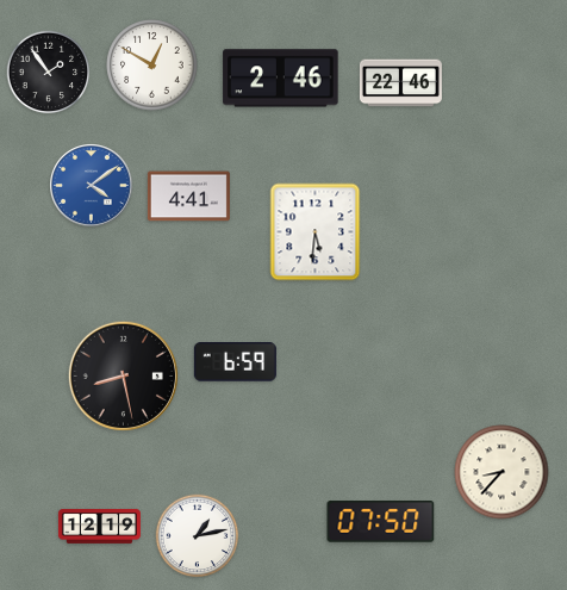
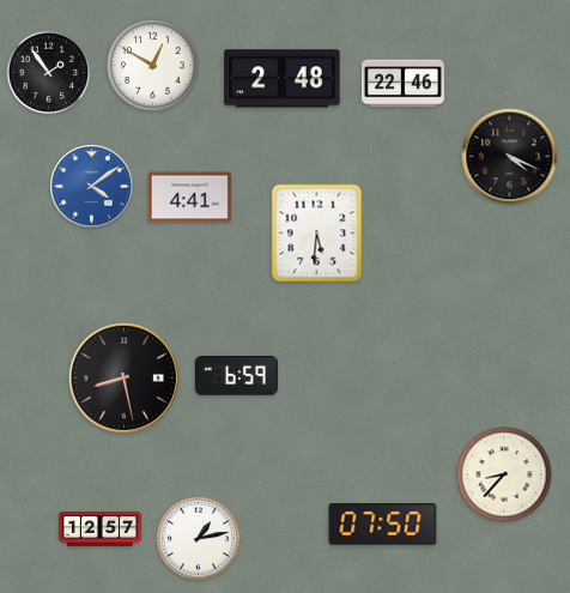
clock at (281, 79): 2:46 -> 2:48
clock at (510, 157): none -> 4:19
clock at (235, 362) position: (235, 362) -> (236, 376)
clock at (99, 527): 12:19 -> 12:57
